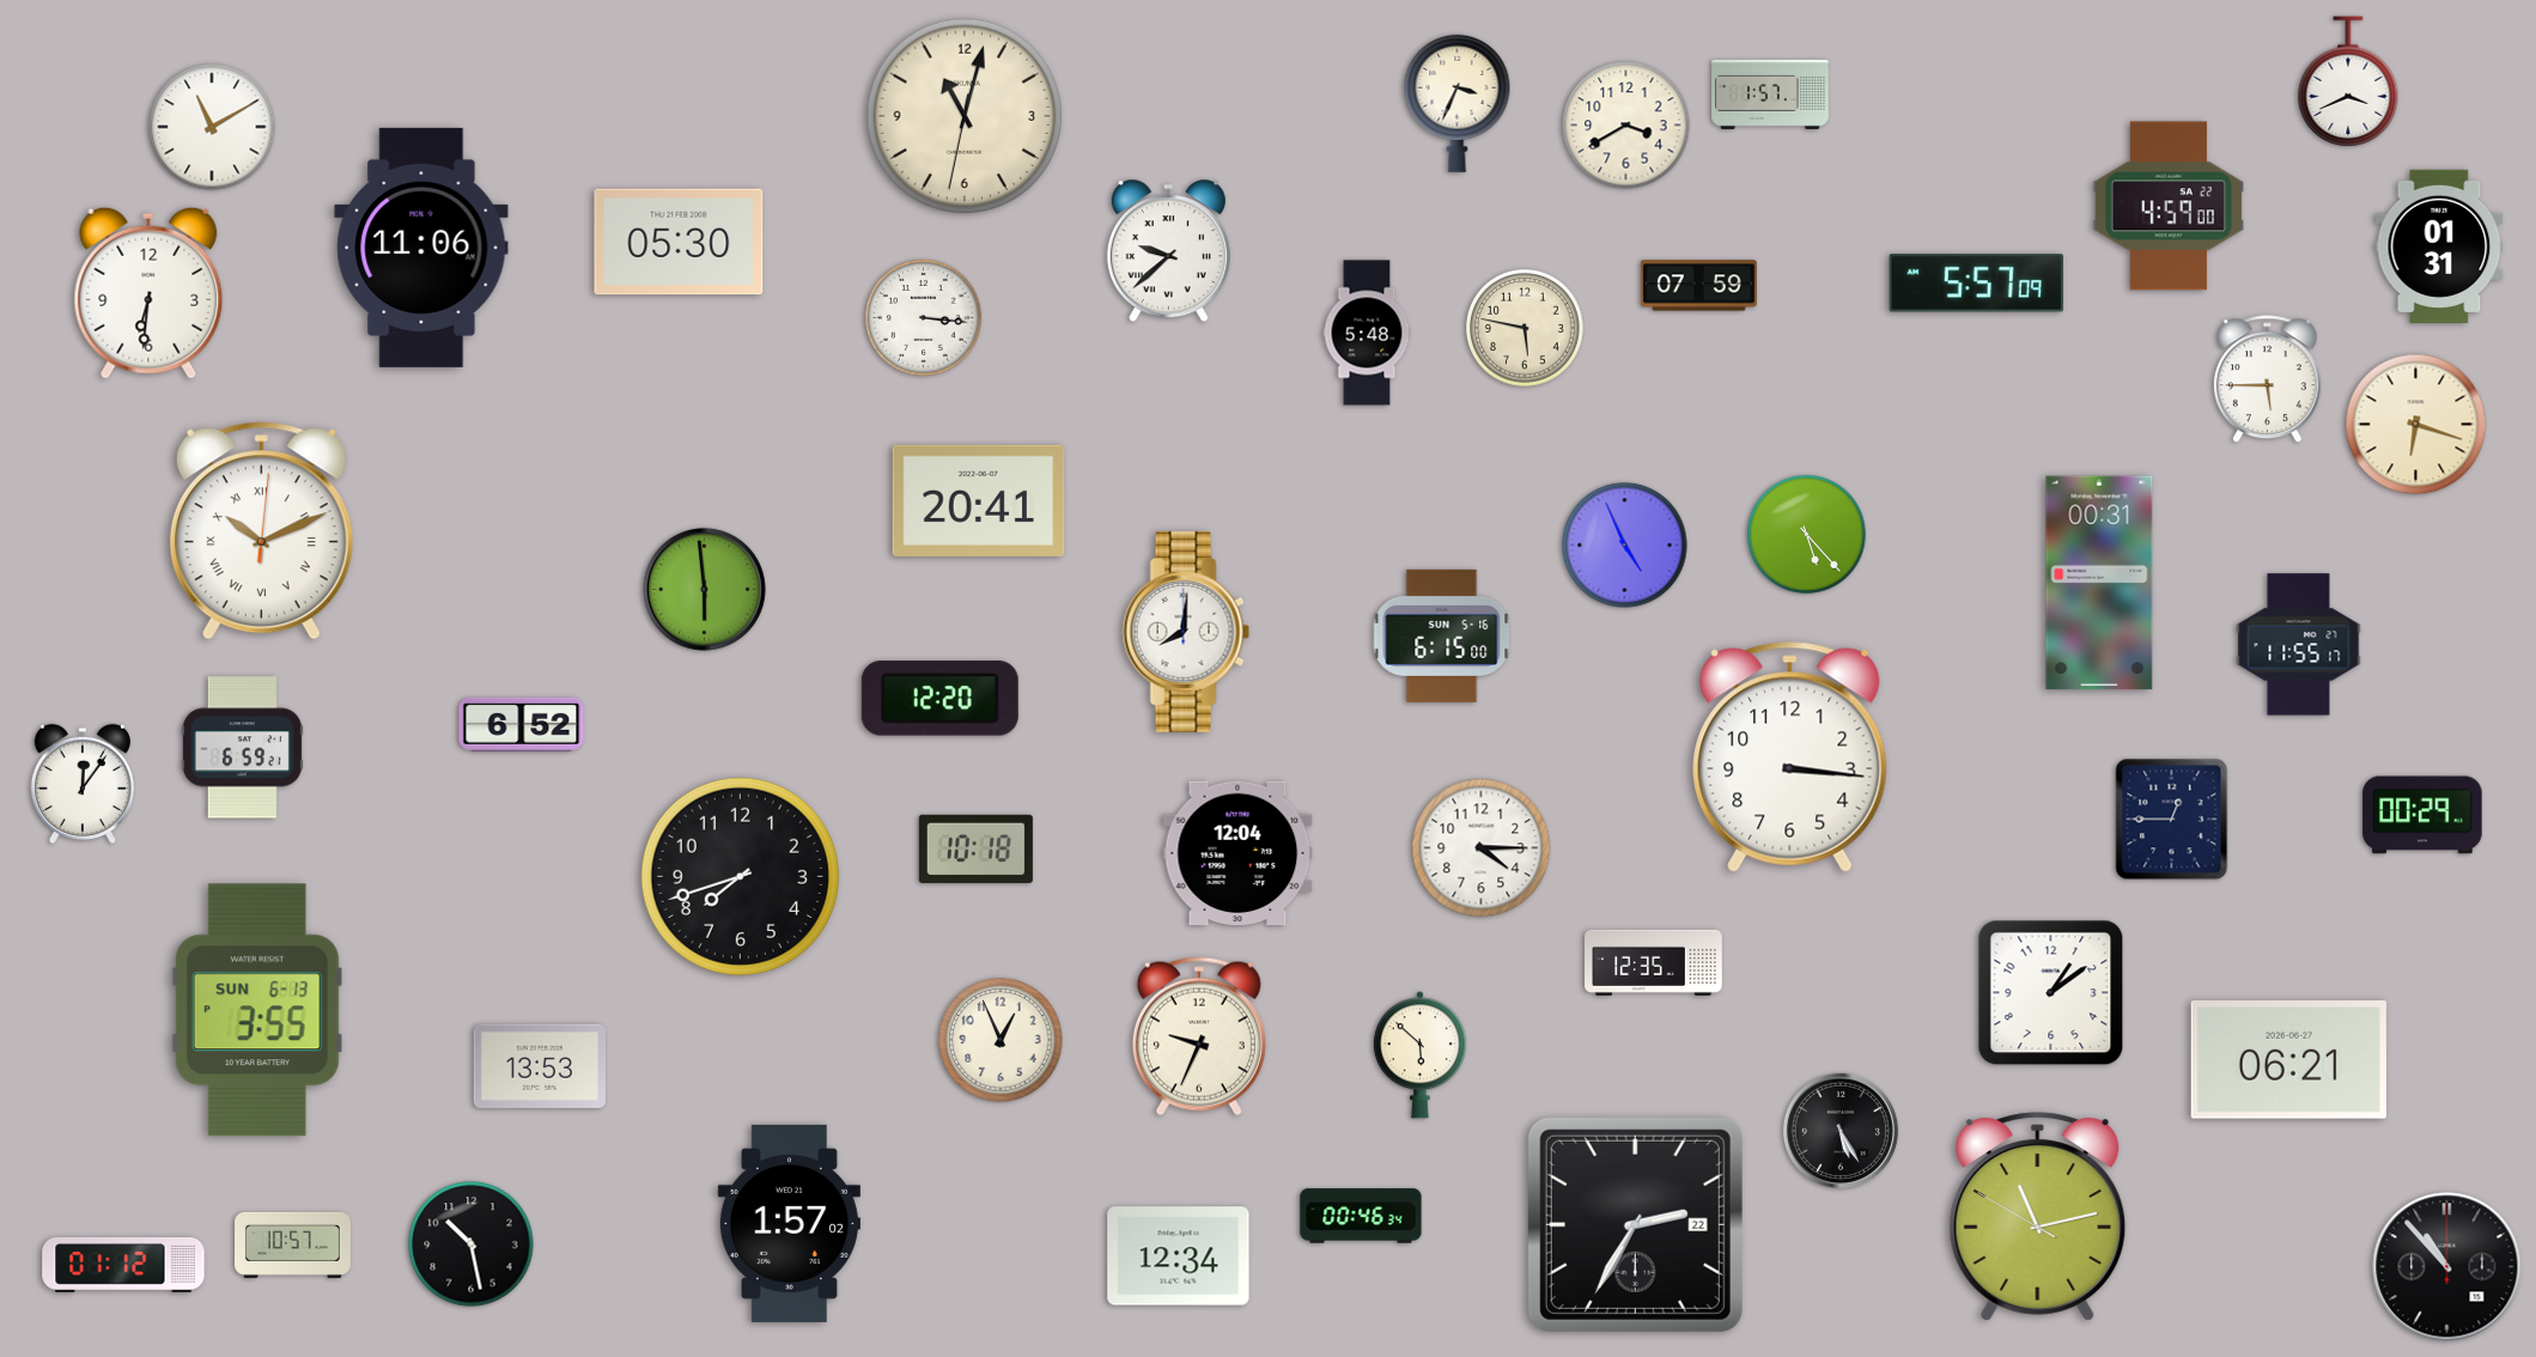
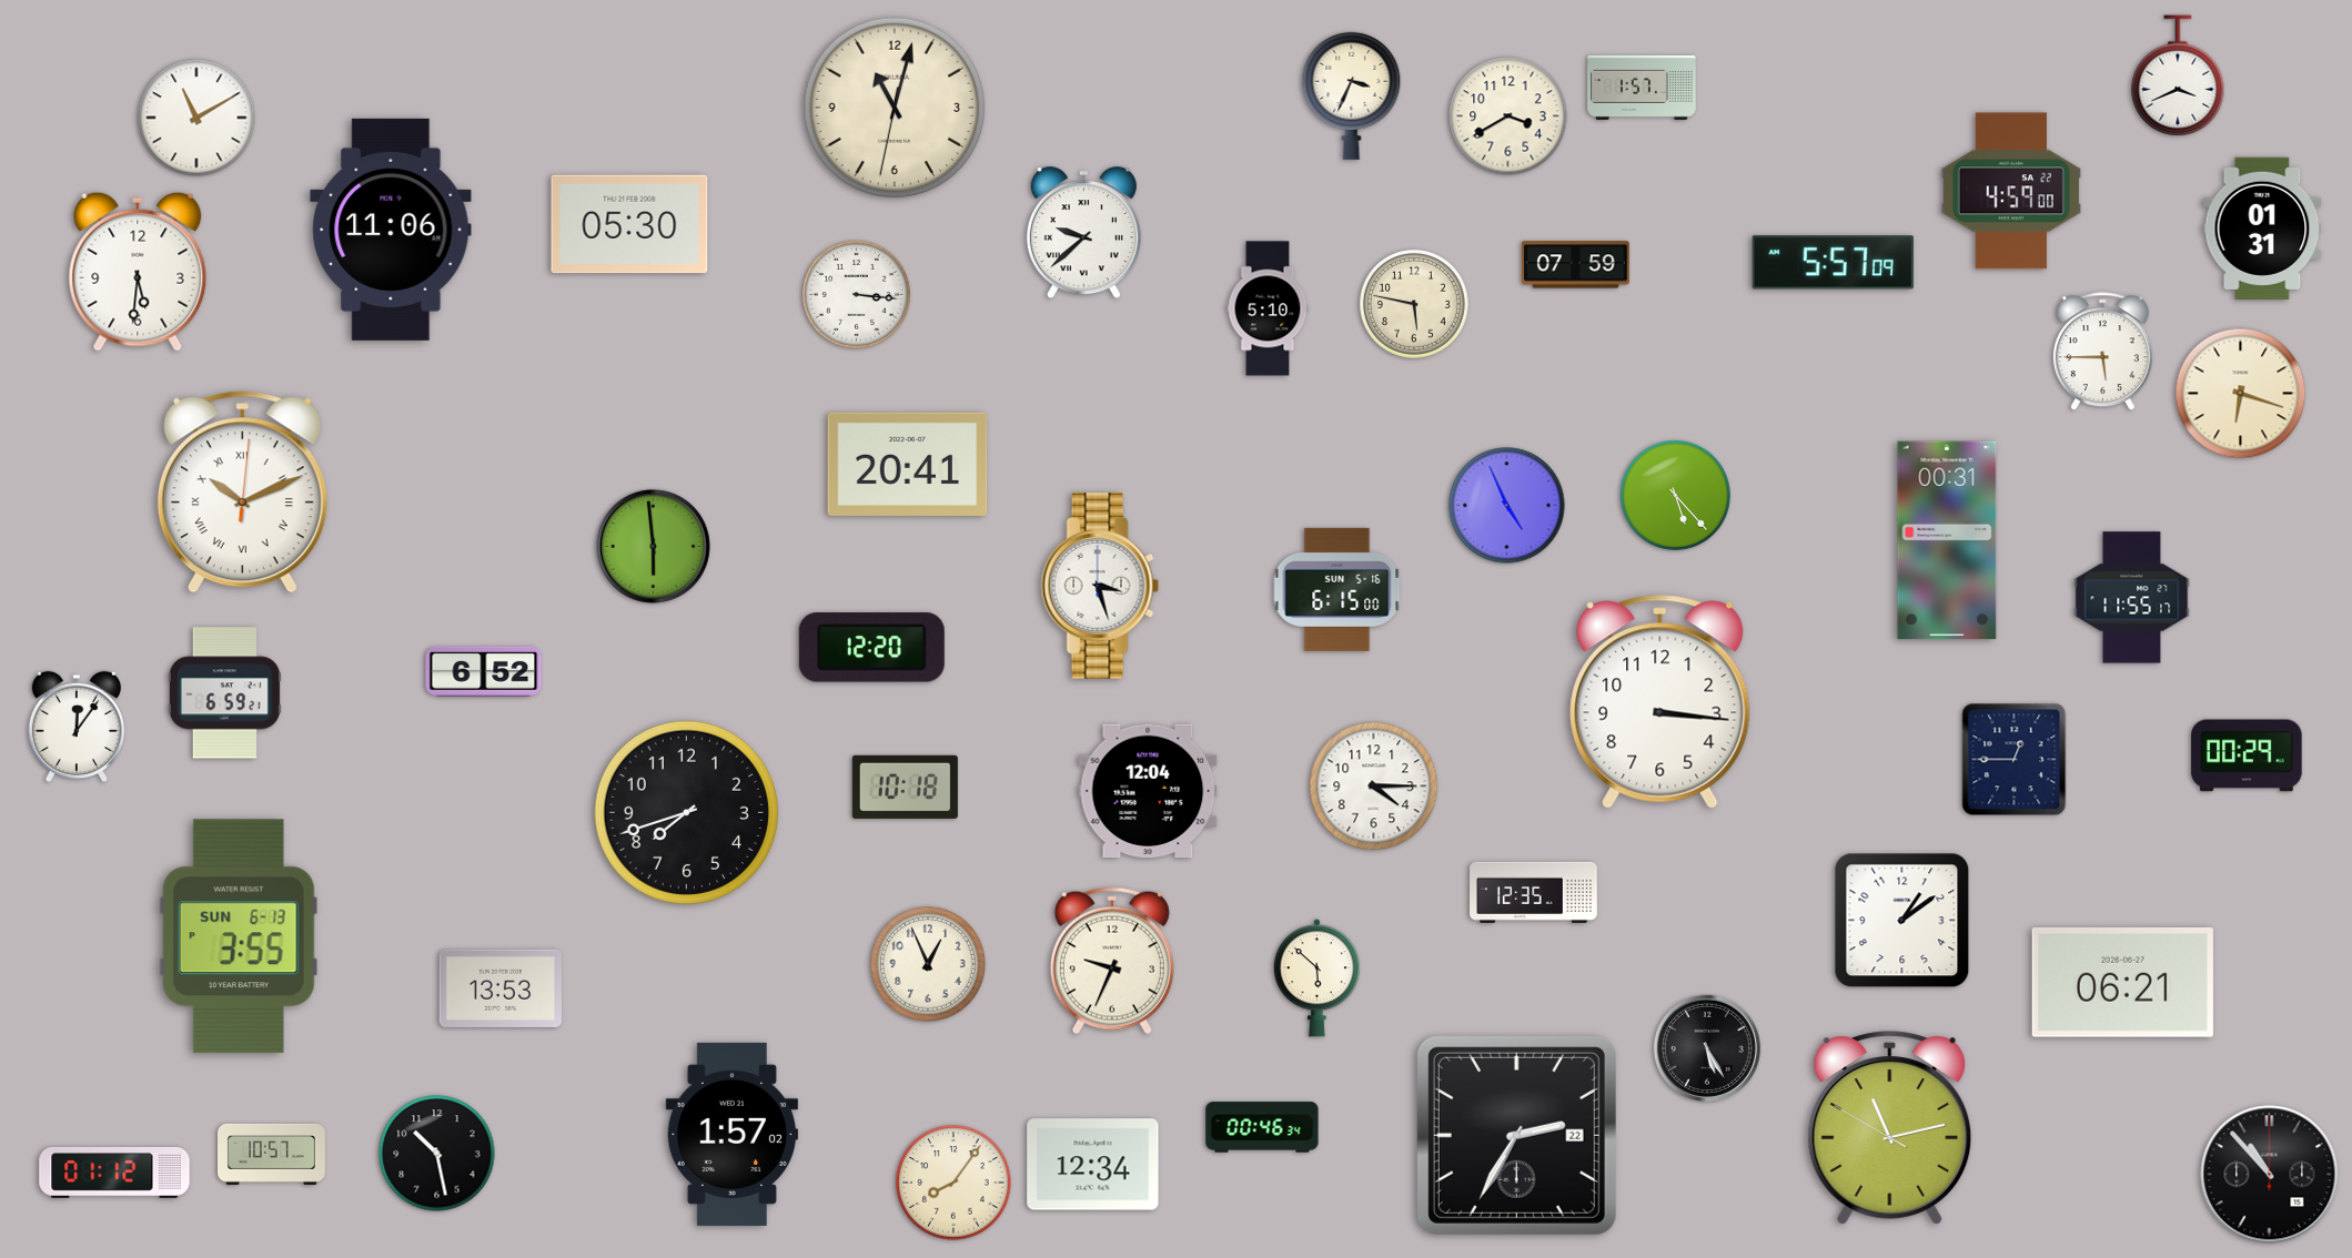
clock at (148, 293): 6:31 -> 5:31
clock at (1367, 333): 5:48 -> 5:10
clock at (1186, 633): 8:01 -> 3:27
clock at (953, 1183): none -> 8:06
